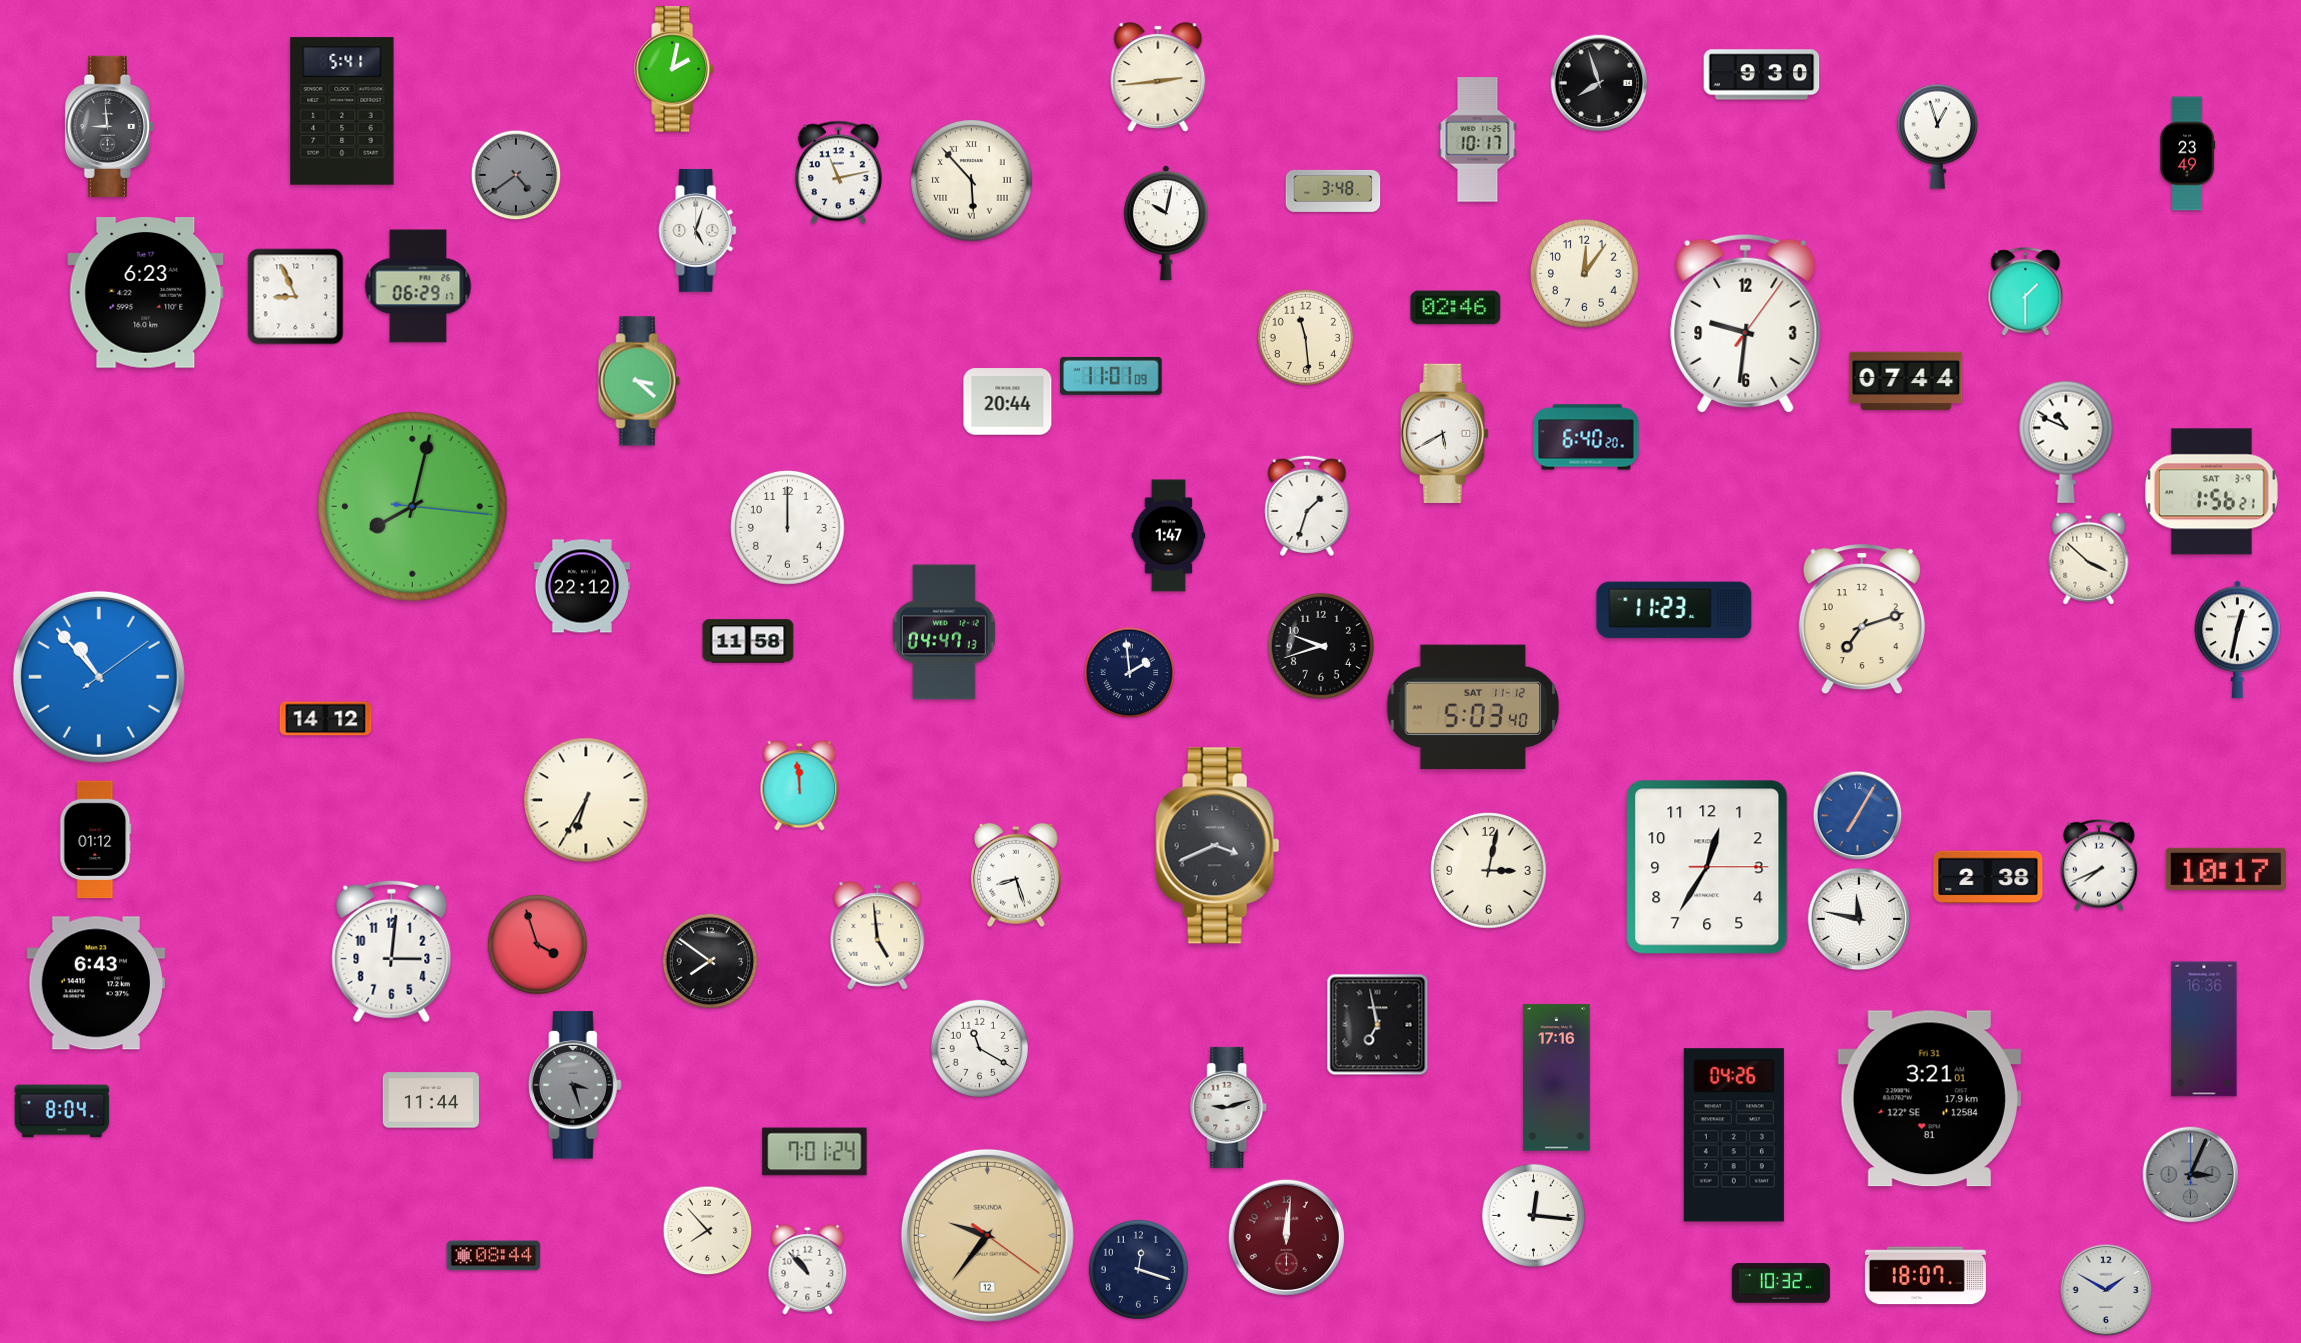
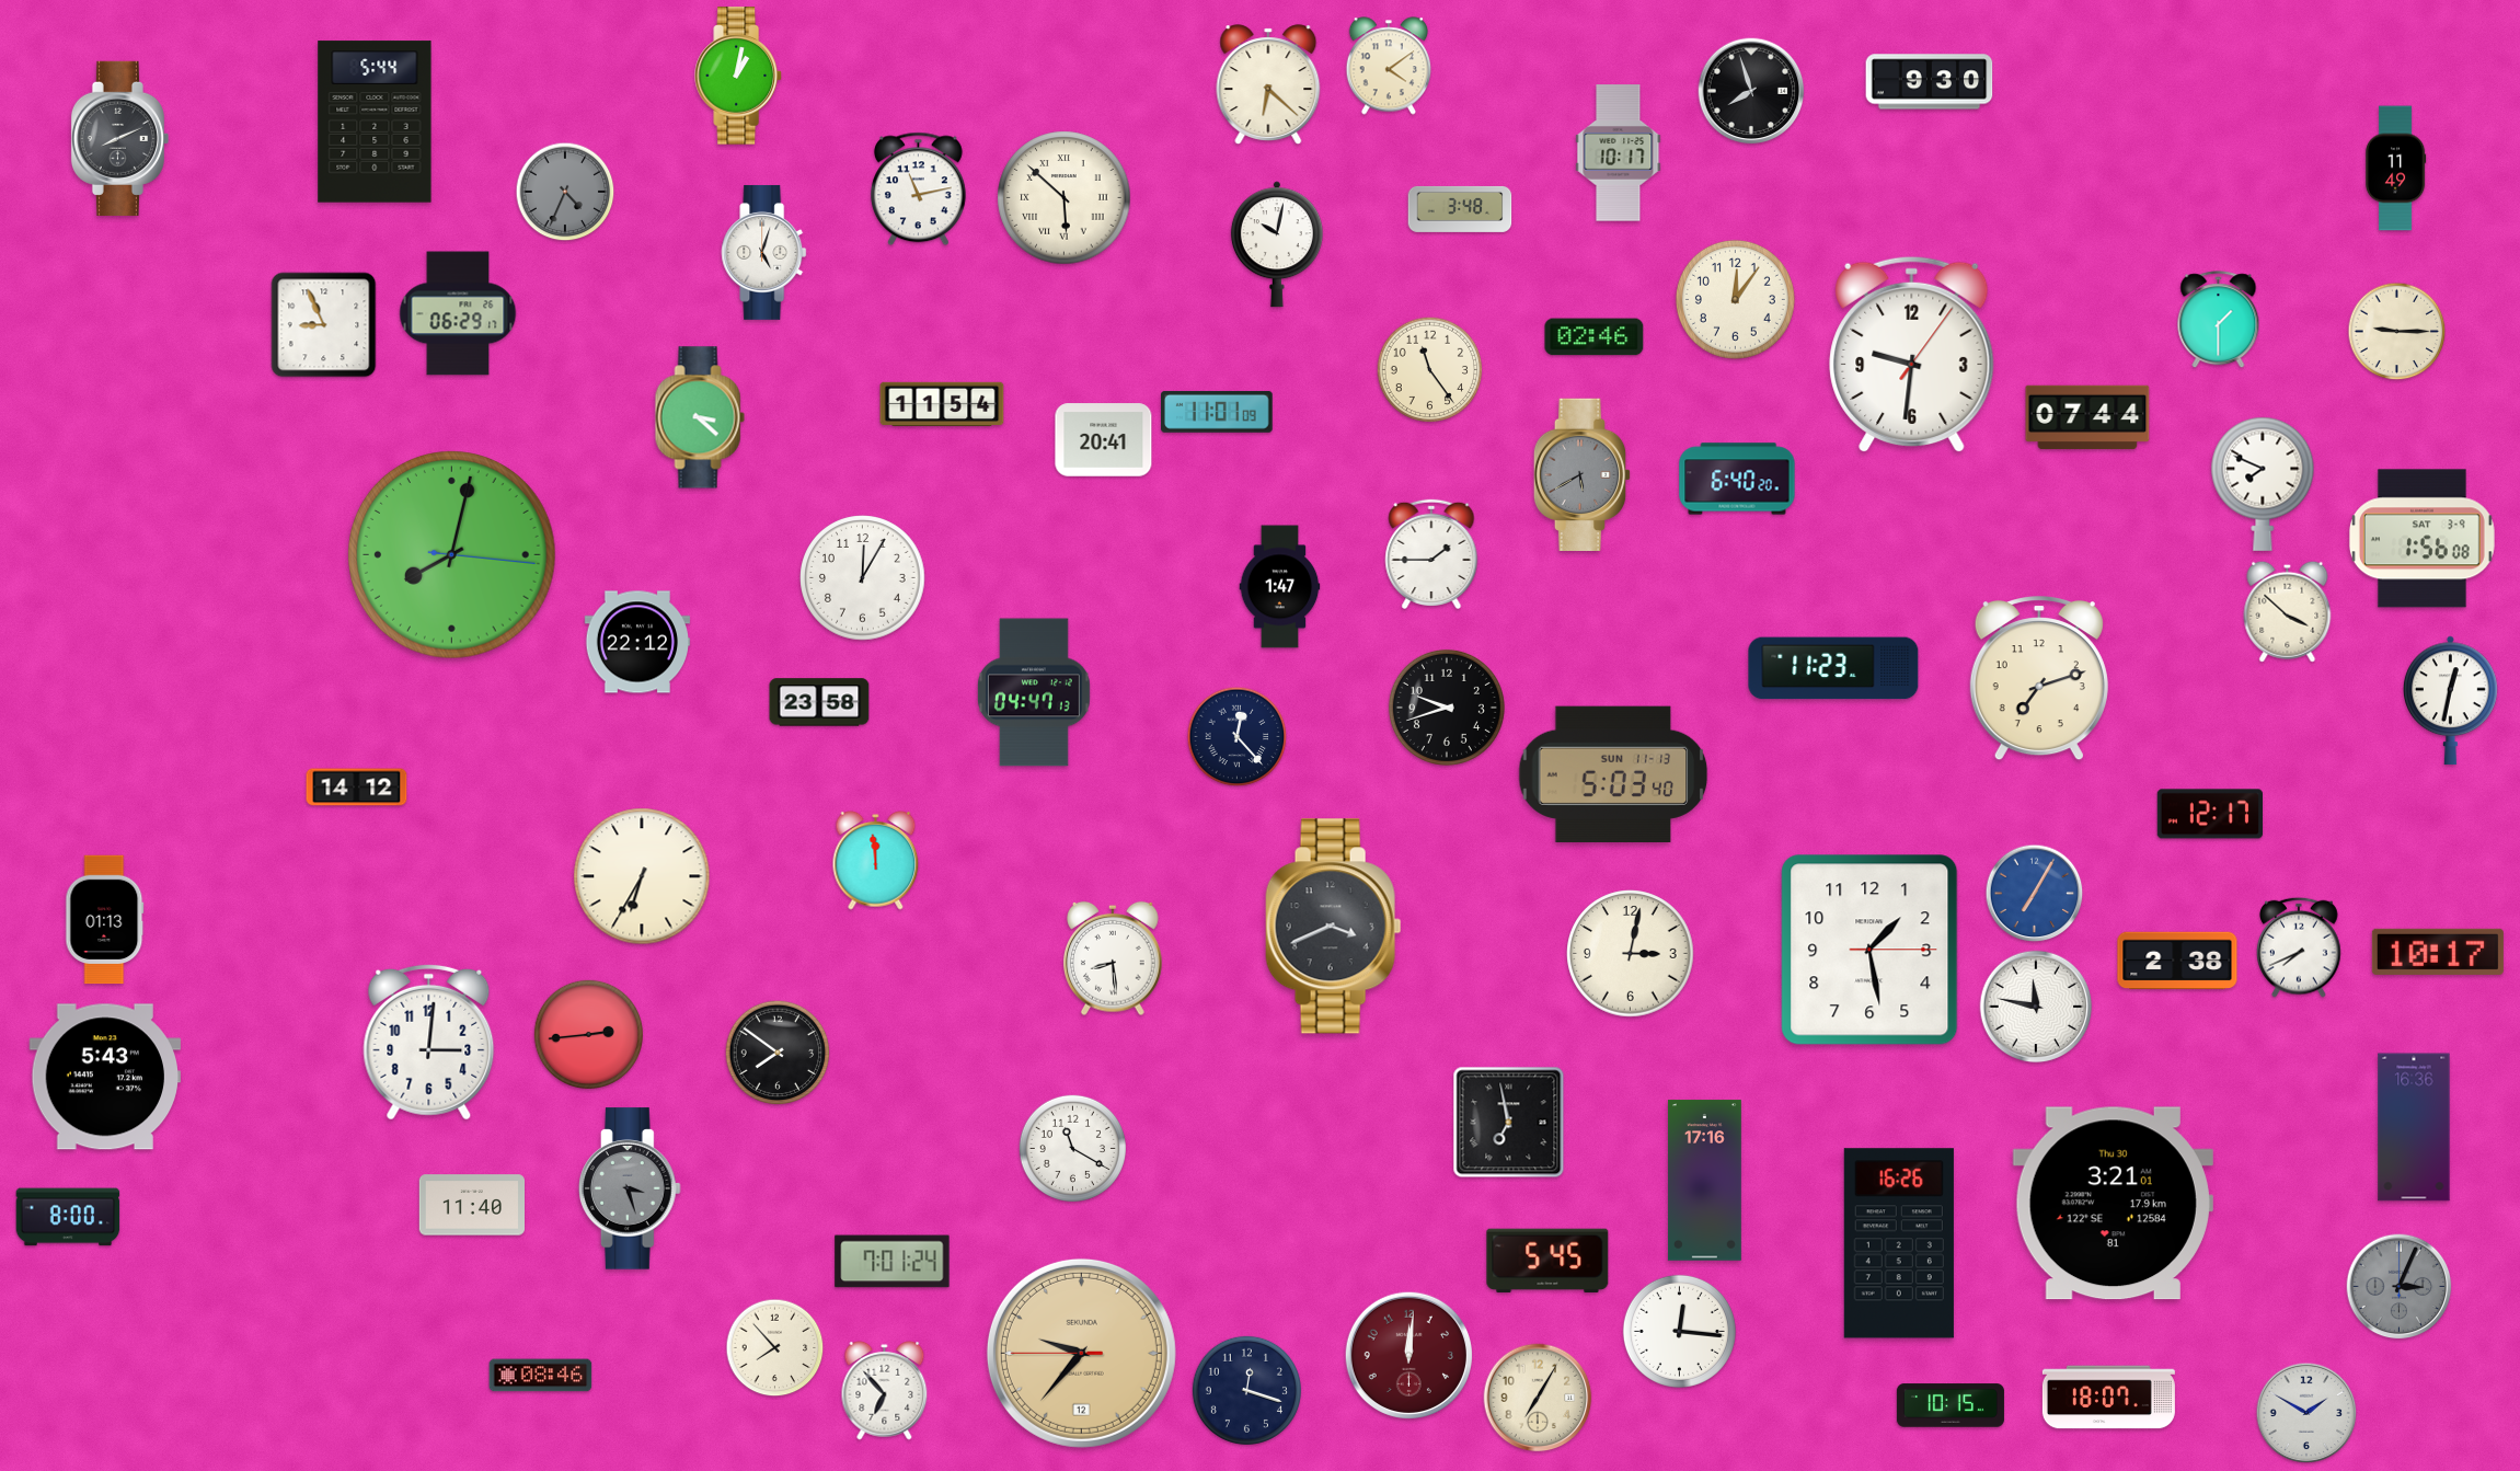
clock at (1389, 66): none -> 4:09
clock at (674, 69): 2:02 -> 1:02
clock at (1158, 77): 2:44 -> 6:22
clock at (342, 111): 5:41 -> 5:44
clock at (109, 126): 8:59 -> 8:11
clock at (1937, 136): 12:57 -> none
clock at (2187, 154): 23:49 -> 11:49
clock at (516, 175): 4:39 -> 4:34
clock at (972, 181): 5:53 -> 5:52
clock at (146, 293): 6:23 -> none
clock at (2397, 332): none -> 9:15
clock at (1306, 338): 11:29 -> 11:24
clock at (942, 404): none -> 11:54
clock at (1008, 402): 20:44 -> 20:41
clock at (1445, 434) dial: white -> grey
clock at (2066, 442): 10:49 -> 7:49
clock at (2211, 492): 1:56:21 -> 1:56:08
clock at (1307, 505): 1:33 -> 1:45
clock at (788, 528): 12:00 -> 12:05
clock at (748, 641): 11:58 -> 23:58
clock at (1130, 673): 1:59 -> 12:23
clock at (99, 677): 10:53 -> none
clock at (1473, 706) date: SAT 11-12 -> SUN 11-13
clock at (2209, 814): none -> 12:17
clock at (96, 840): 01:12 -> 01:13
clock at (1707, 867): 12:35 -> 1:28
clock at (1017, 875): 8:27 -> 8:29
clock at (878, 936): 4:59 -> none
clock at (537, 944): 3:57 -> 2:44
clock at (96, 983): 6:43 -> 5:43
clock at (1929, 1099) date: Fri 31 -> Thu 30
clock at (430, 1100): 11:44 -> 11:40
clock at (1229, 1107): 9:12 -> none
clock at (62, 1111): 8:04 -> 8:00
clock at (1734, 1135): 04:26 -> 16:26
clock at (1547, 1261): none -> 5:45
clock at (987, 1235): 9:36:21 -> 9:36:45
clock at (494, 1256): 08:44 -> 08:46
clock at (808, 1269): 10:53 -> 6:53
clock at (1538, 1398): none -> 7:05
clock at (1781, 1283): 10:32 -> 10:15
